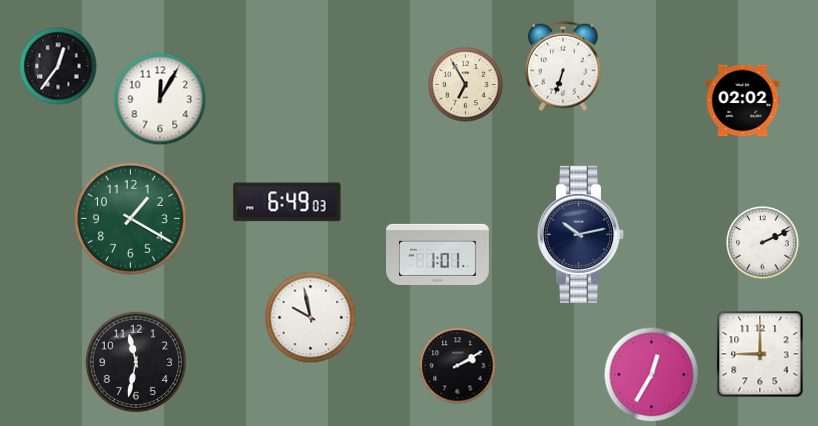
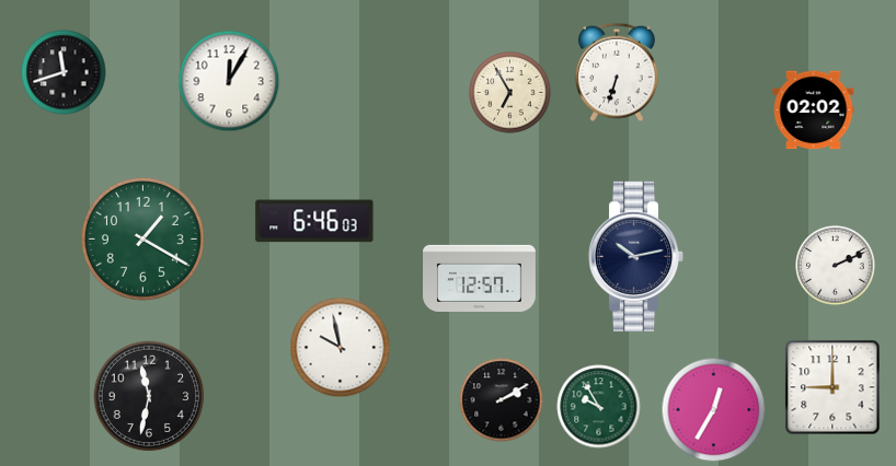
clock at (58, 66): 12:36 -> 11:42
clock at (160, 99) position: (160, 99) -> (229, 81)
clock at (287, 202): 6:49 -> 6:46
clock at (438, 254): 1:01 -> 12:57
clock at (599, 407): none -> 9:55
